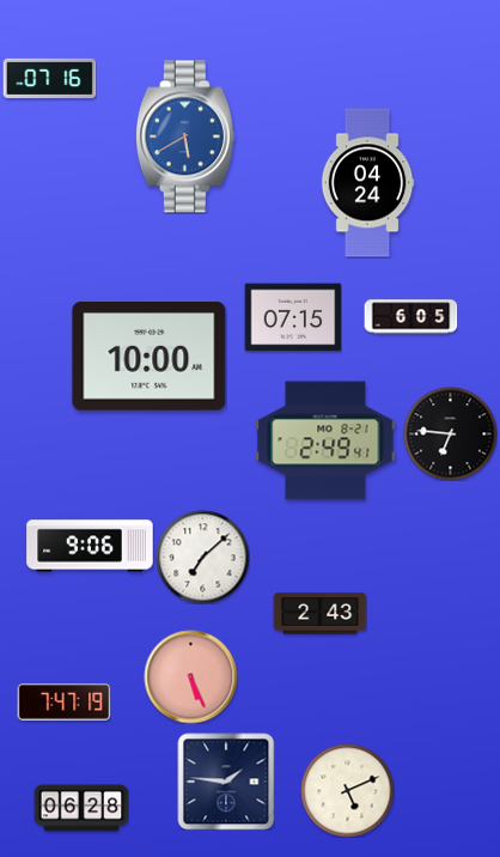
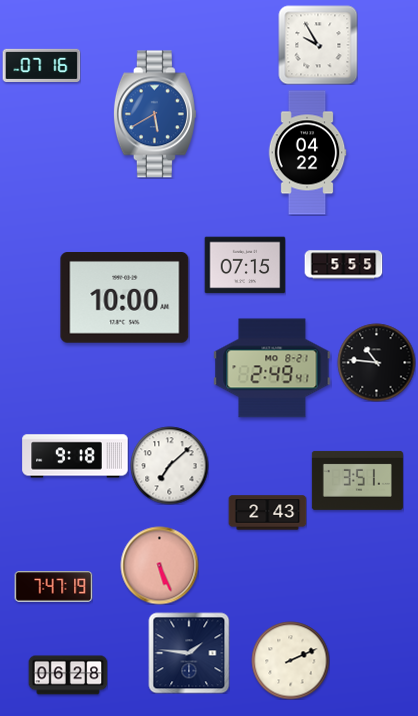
clock at (318, 45): none -> 9:55
clock at (367, 183): 04:24 -> 04:22
clock at (410, 317): 6:05 -> 5:55
clock at (450, 433): 6:46 -> 10:46
clock at (90, 546): 9:06 -> 9:18
clock at (357, 480): none -> 3:51
clock at (347, 790): 5:11 -> 2:11
